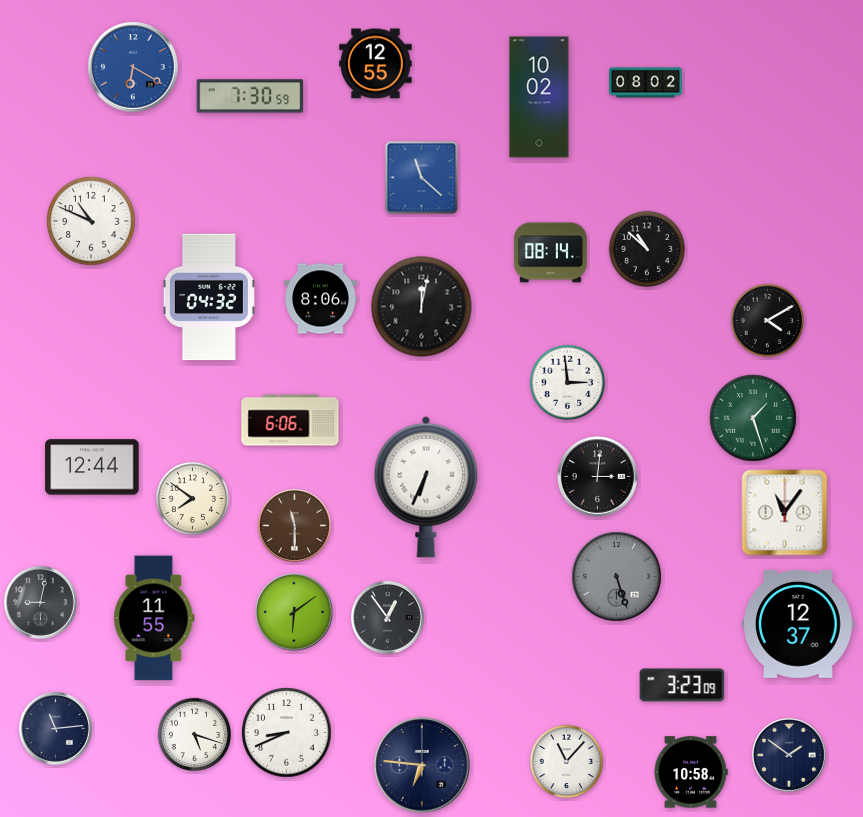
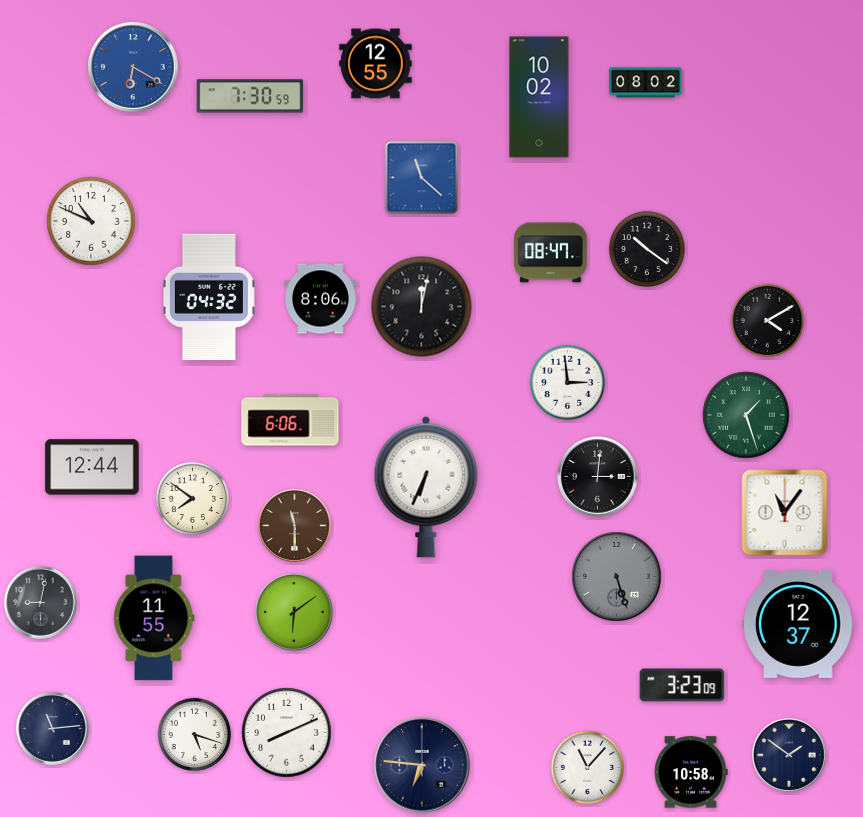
clock at (647, 249): 10:52 -> 10:21
clock at (551, 253): 08:14 -> 08:47
clock at (753, 418) position: (753, 418) -> (746, 415)
clock at (388, 618): 12:54 -> none
clock at (56, 729) position: (56, 729) -> (53, 729)
clock at (287, 733): 8:41 -> 8:11
clock at (567, 762) position: (567, 762) -> (588, 768)
